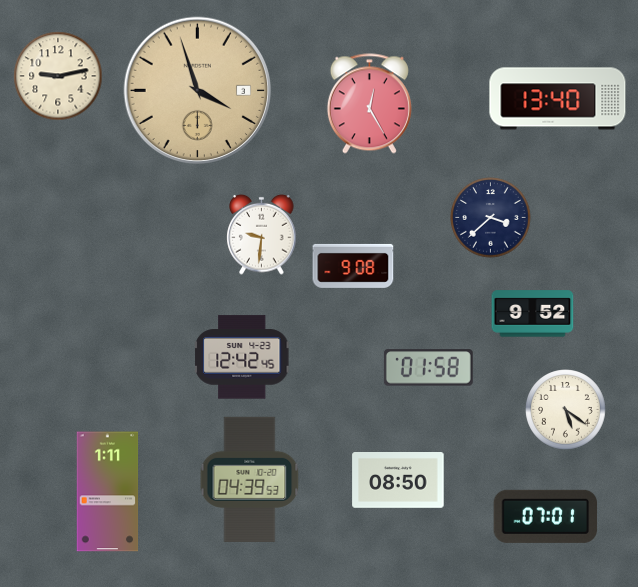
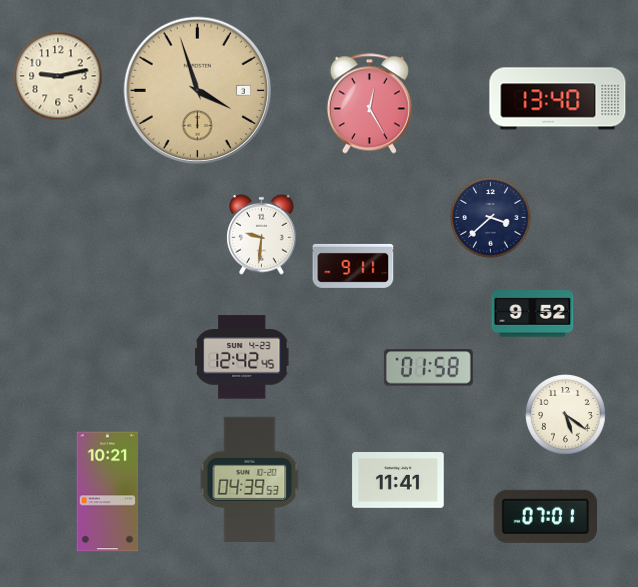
clock at (353, 266): 9:08 -> 9:11
clock at (566, 410) position: (566, 410) -> (566, 415)
clock at (398, 481): 08:50 -> 11:41
clock at (108, 492): 1:11 -> 10:21
